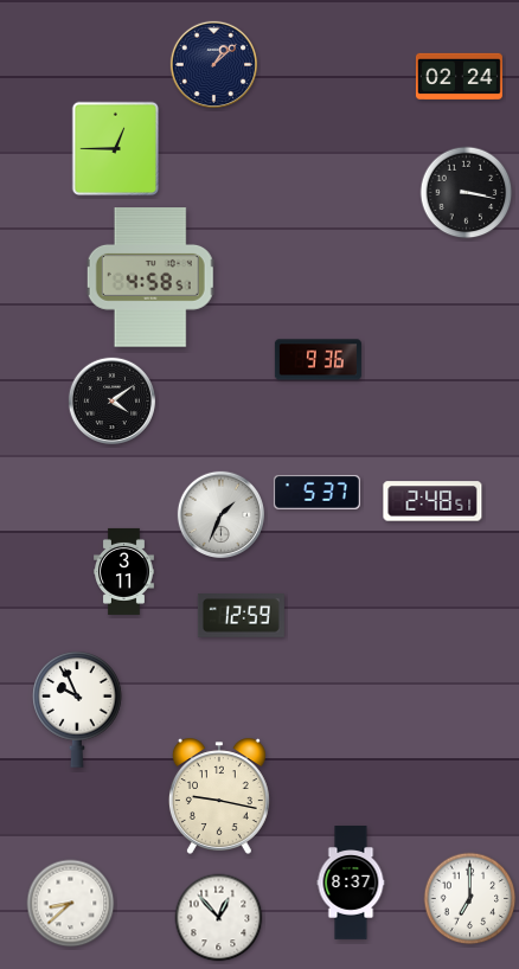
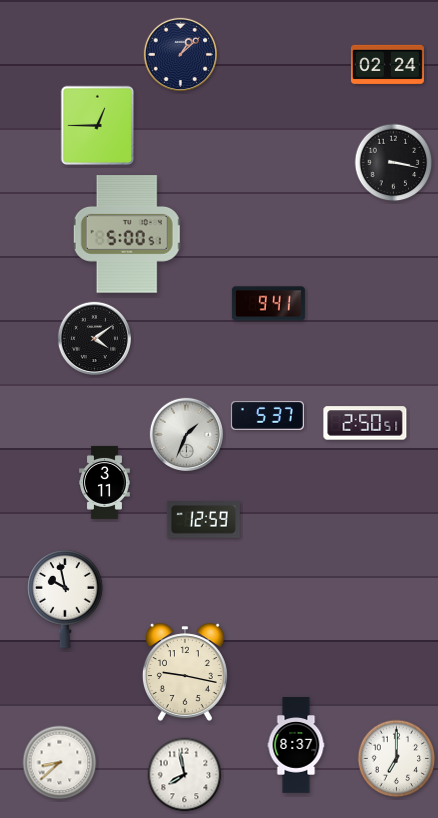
clock at (150, 277): 4:58 -> 5:00
clock at (318, 360): 9:36 -> 9:41
clock at (432, 501): 2:48 -> 2:50
clock at (78, 711): 9:56 -> 9:58
clock at (219, 918): 12:53 -> 7:58
